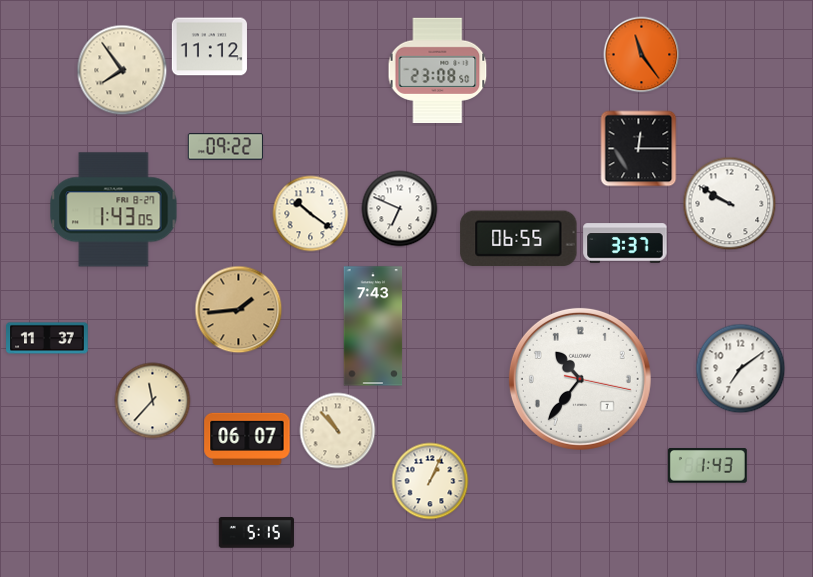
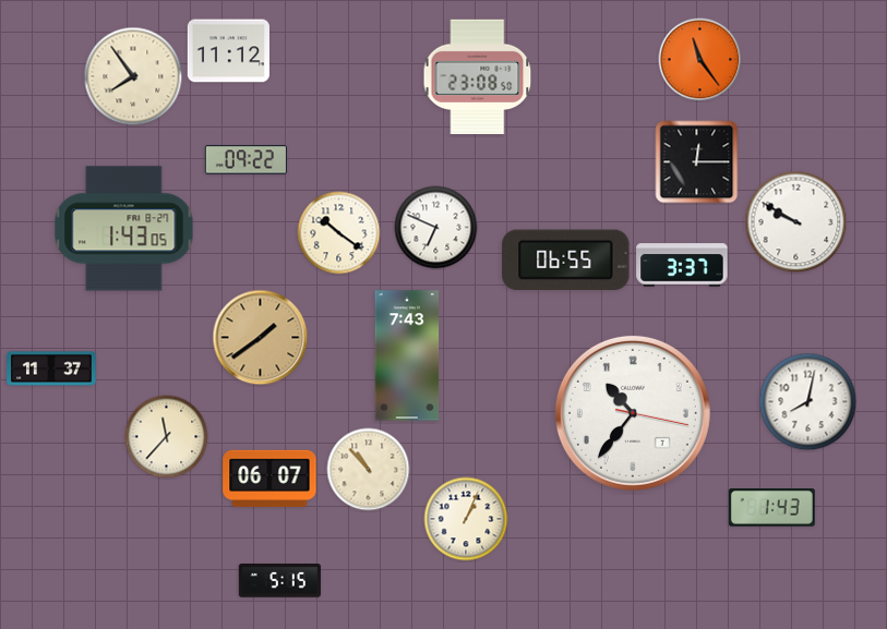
clock at (239, 310): 1:44 -> 1:39
clock at (741, 369): 7:09 -> 8:02
clock at (430, 481) position: (430, 481) -> (466, 519)
